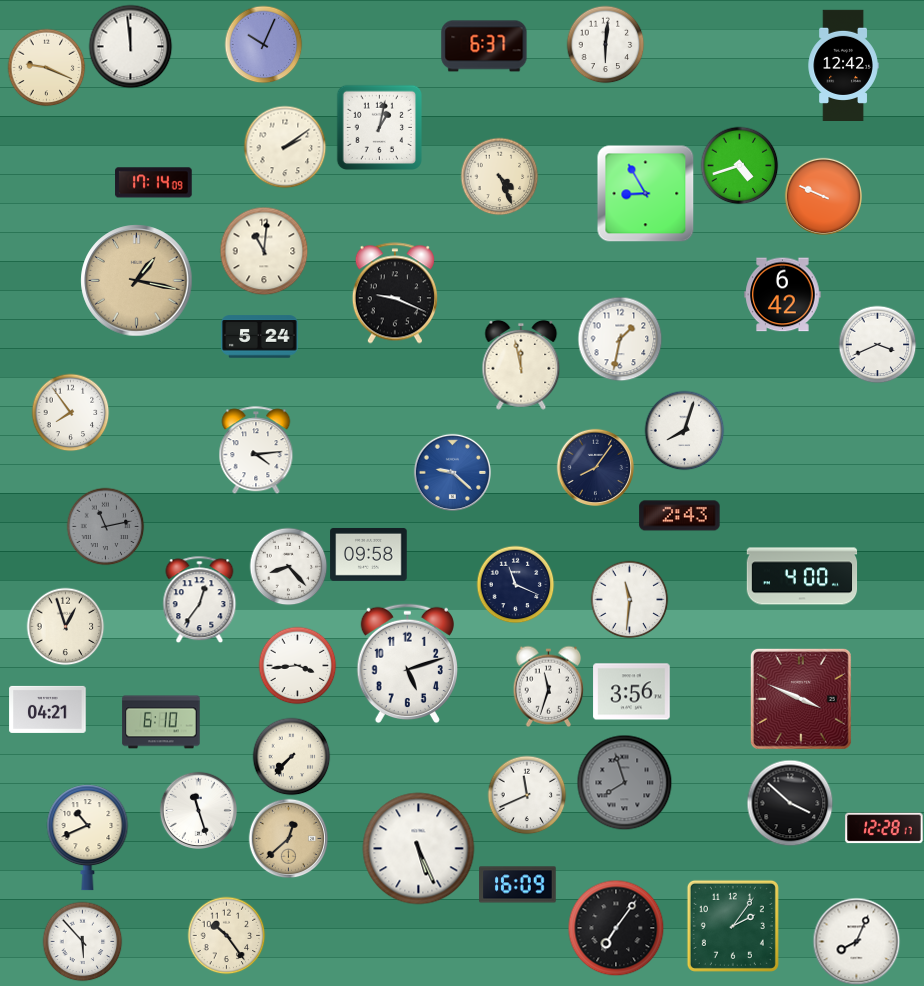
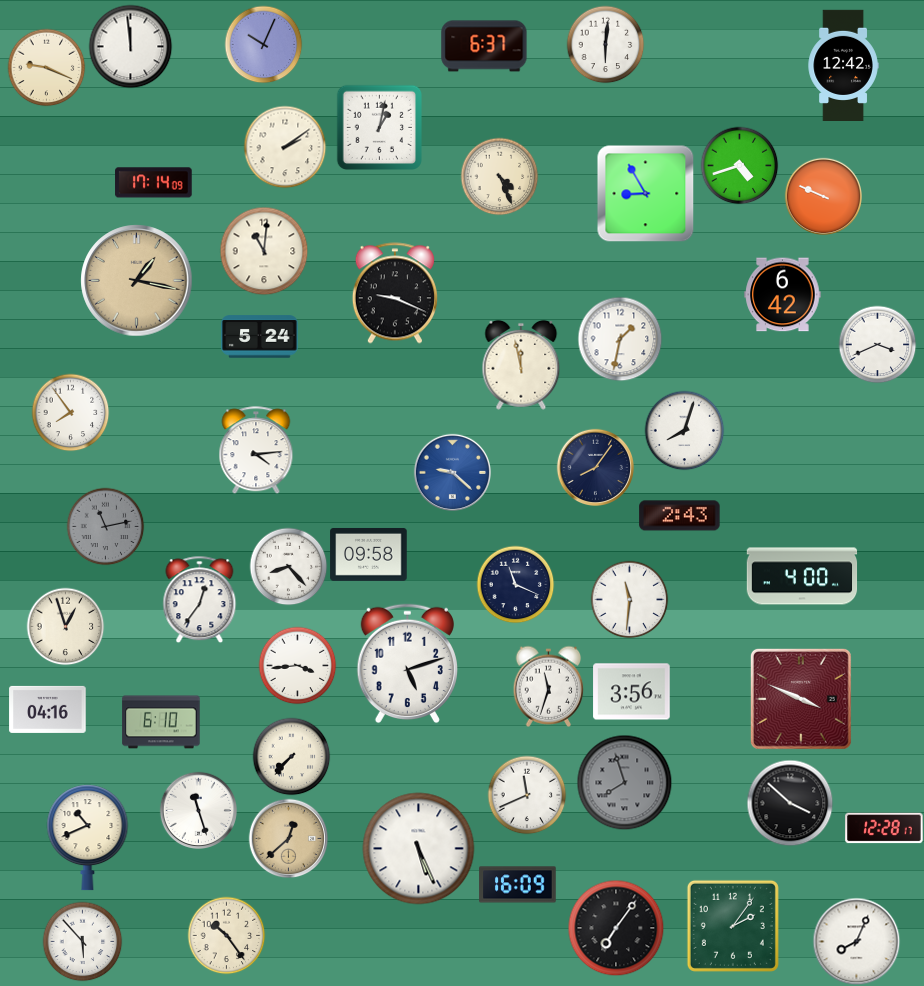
clock at (48, 709): 04:21 -> 04:16
